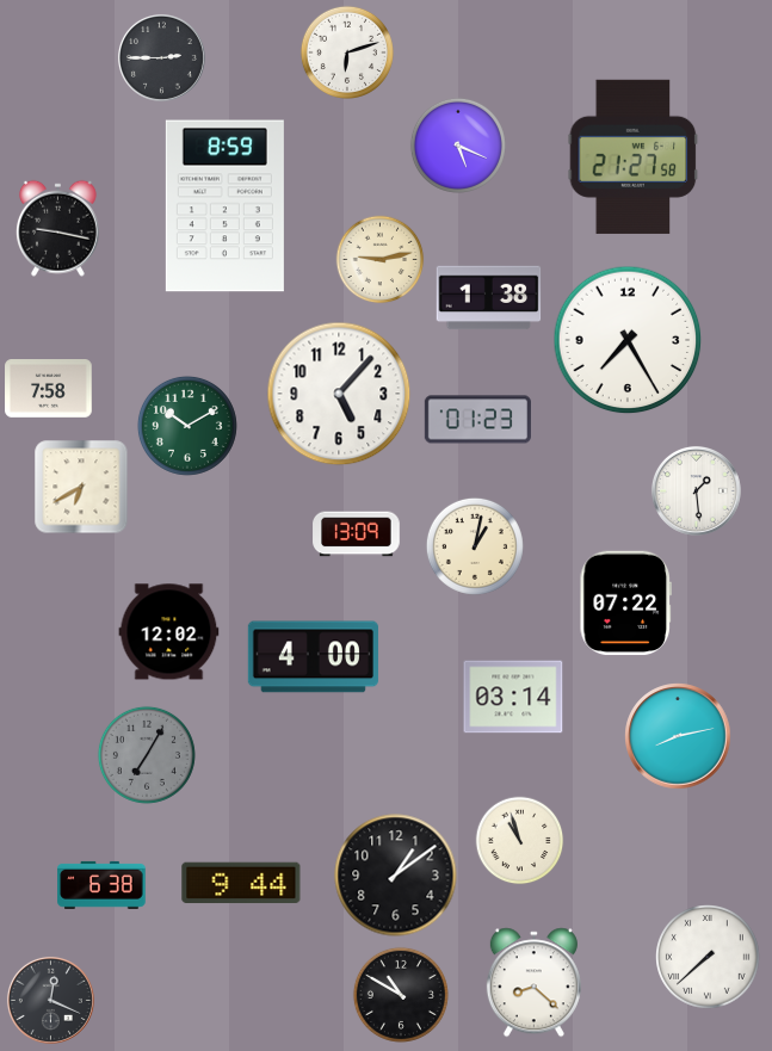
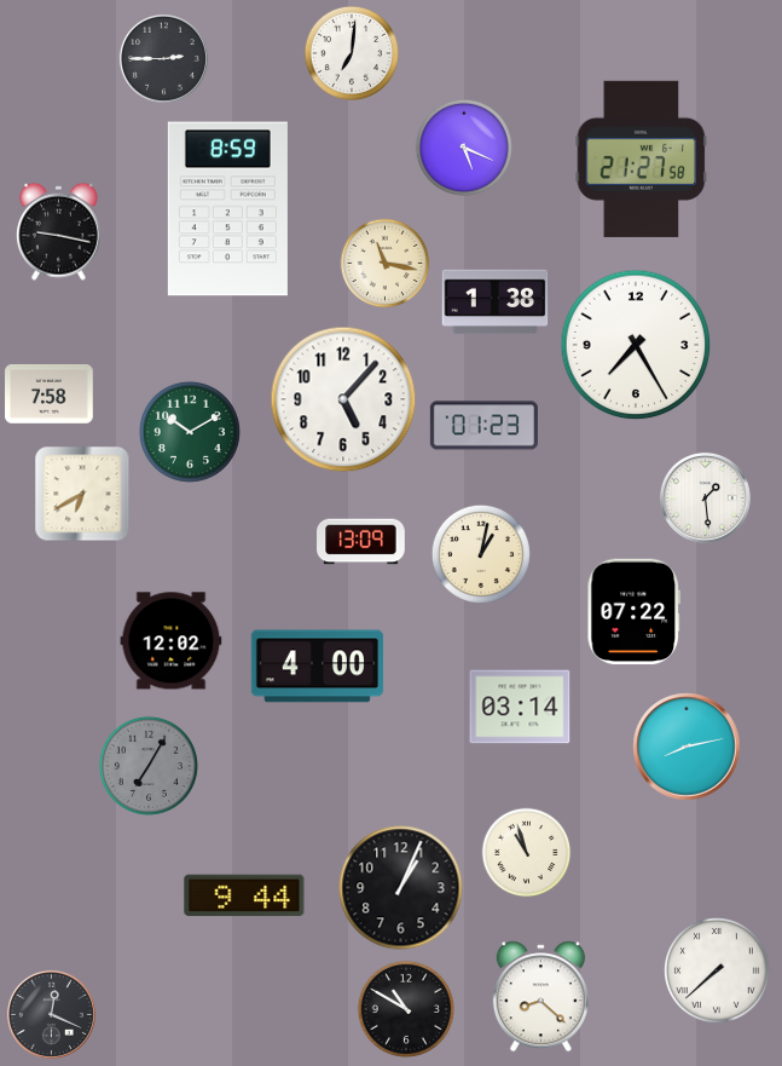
clock at (347, 52): 6:12 -> 7:01
clock at (381, 260): 9:13 -> 11:17
clock at (396, 876): 1:09 -> 1:04
clock at (101, 885): 6:38 -> none
